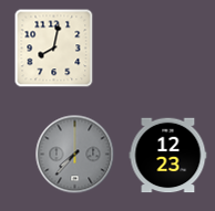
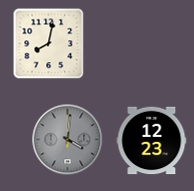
clock at (75, 155): 7:37 -> 4:01
